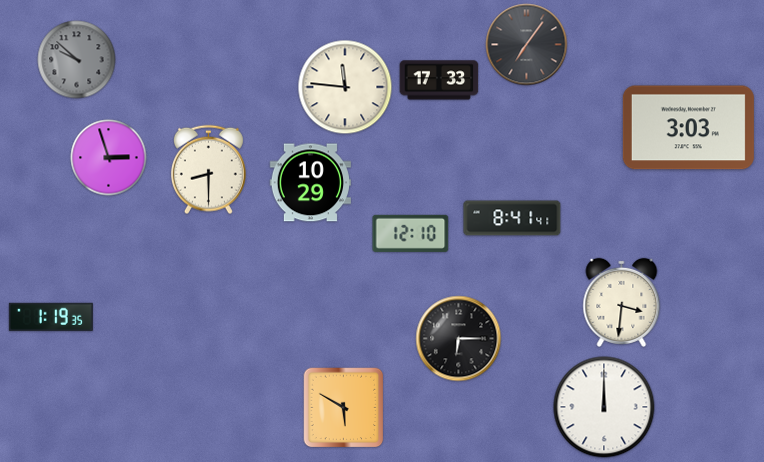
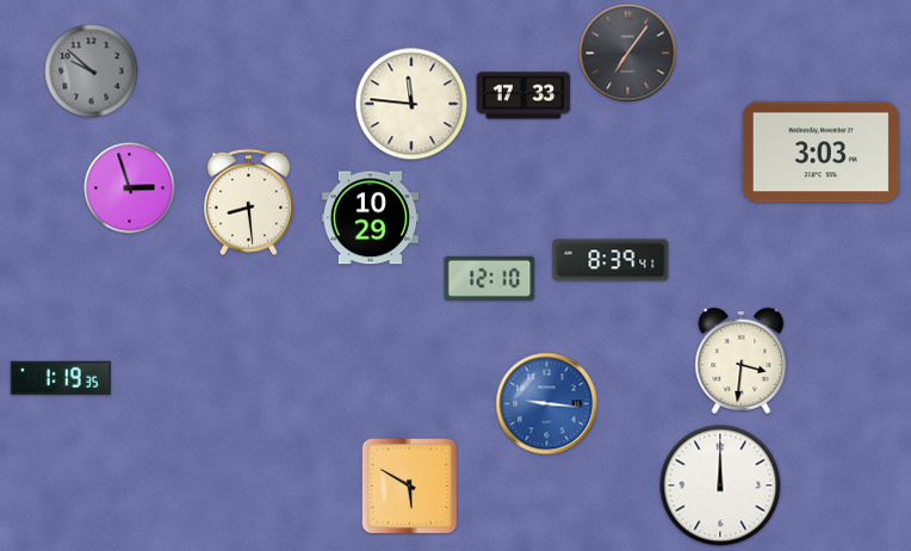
clock at (208, 170): 8:30 -> 8:29
clock at (512, 218): 8:41 -> 8:39
clock at (459, 339): 6:15 -> 9:16
clock at (459, 339) dial: black -> blue
